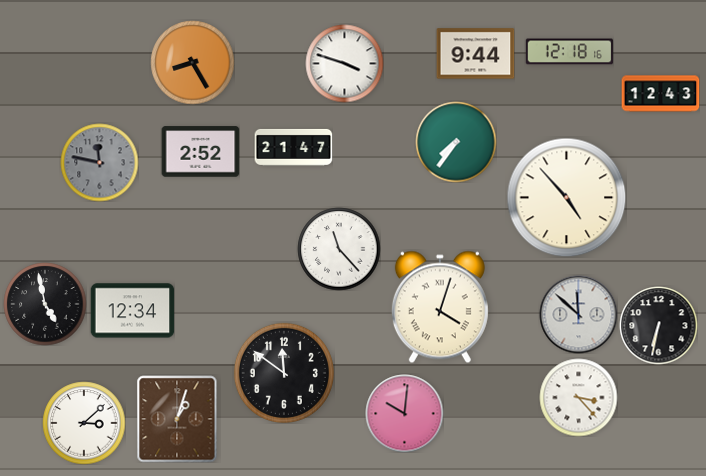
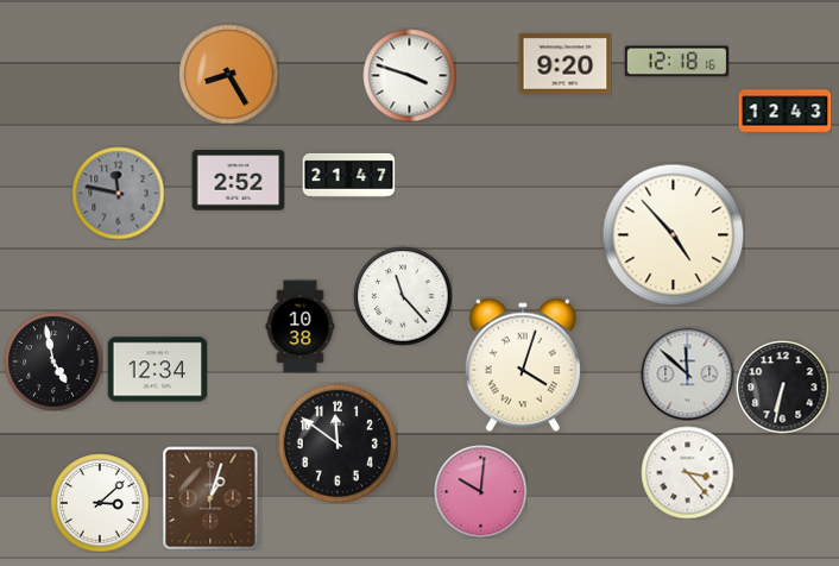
clock at (475, 54): 9:44 -> 9:20
clock at (456, 142): 7:36 -> none
clock at (301, 326): none -> 10:38
